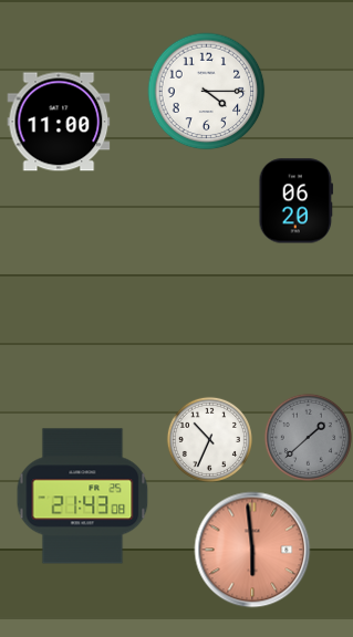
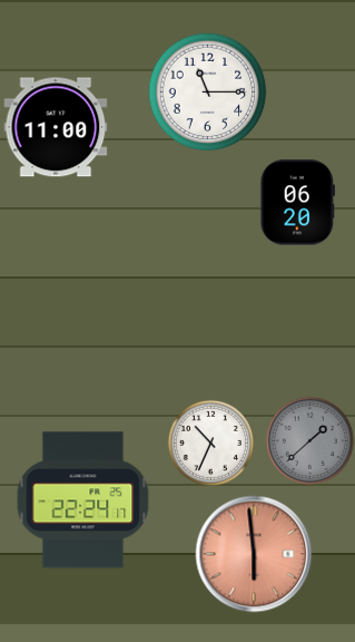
clock at (207, 92): 4:15 -> 11:15
clock at (59, 122) position: (59, 122) -> (56, 127)
clock at (83, 497): 21:43 -> 22:24
